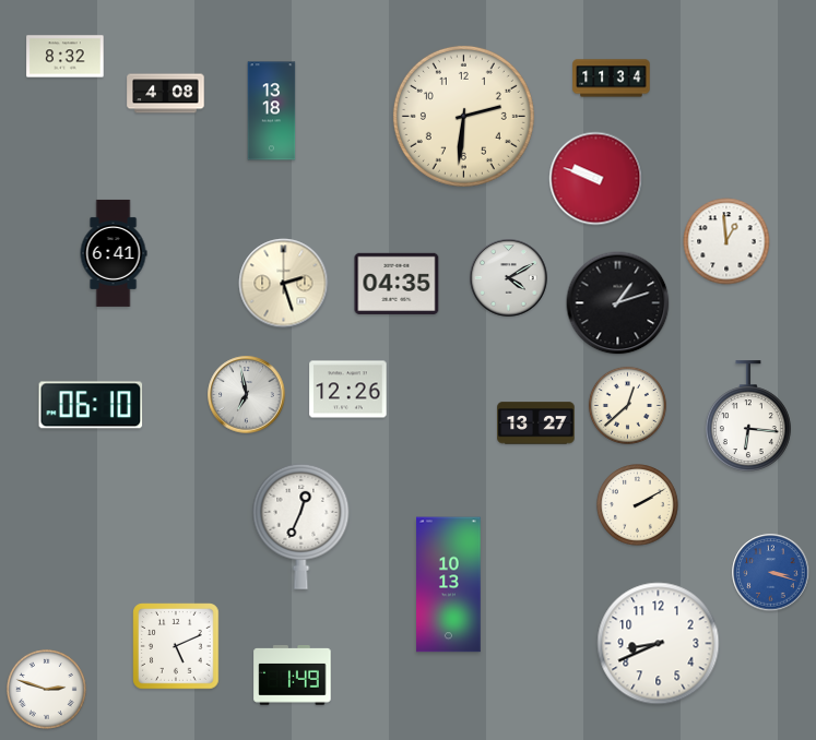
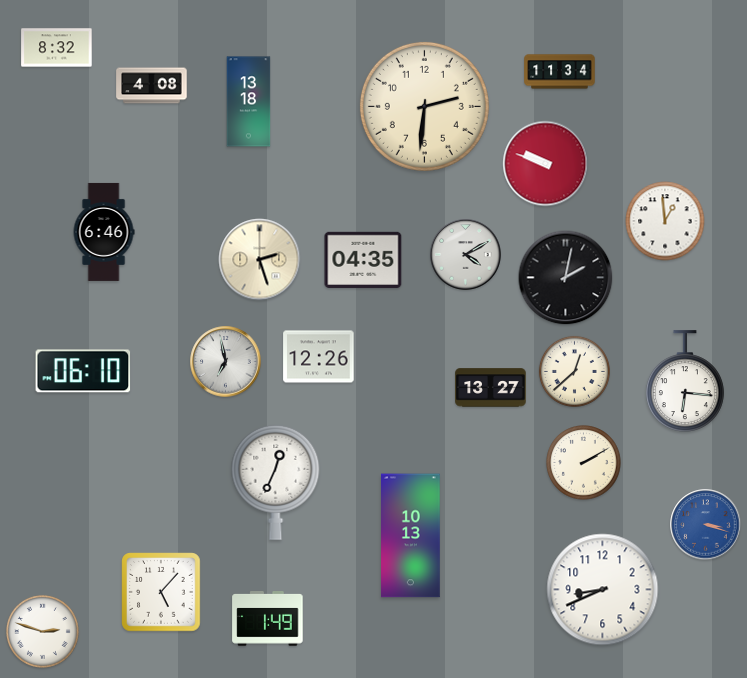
clock at (66, 57) position: (66, 57) -> (57, 48)
clock at (114, 253): 6:41 -> 6:46
clock at (618, 303): 1:12 -> 2:02
clock at (176, 646): 5:11 -> 5:07
